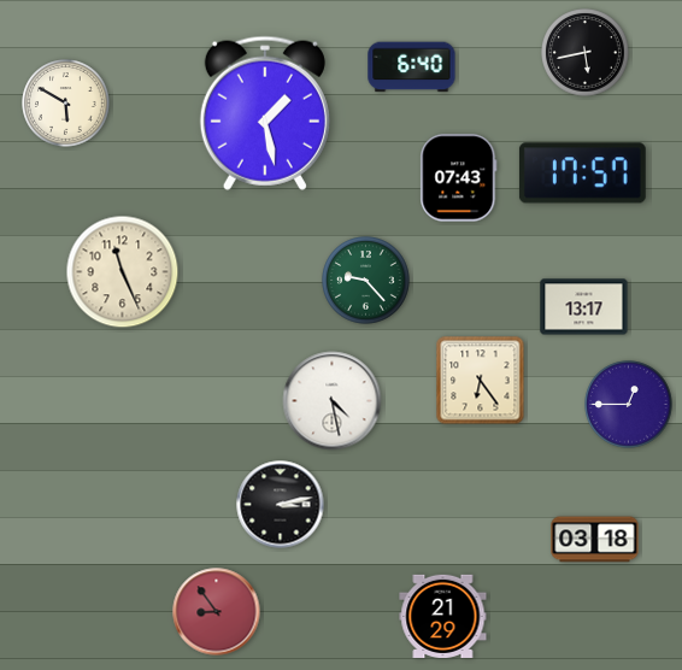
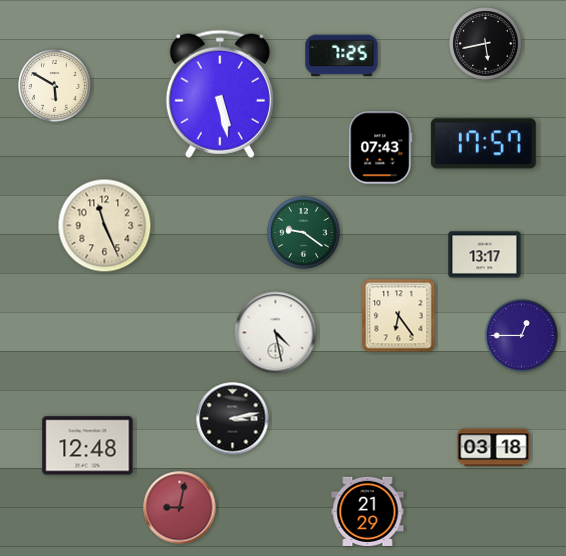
clock at (412, 67): 6:40 -> 7:25
clock at (265, 113): 1:28 -> 5:28
clock at (123, 272) position: (123, 272) -> (105, 226)
clock at (366, 281): 9:23 -> 9:21
clock at (88, 446): none -> 12:48
clock at (217, 612): 8:54 -> 9:02
